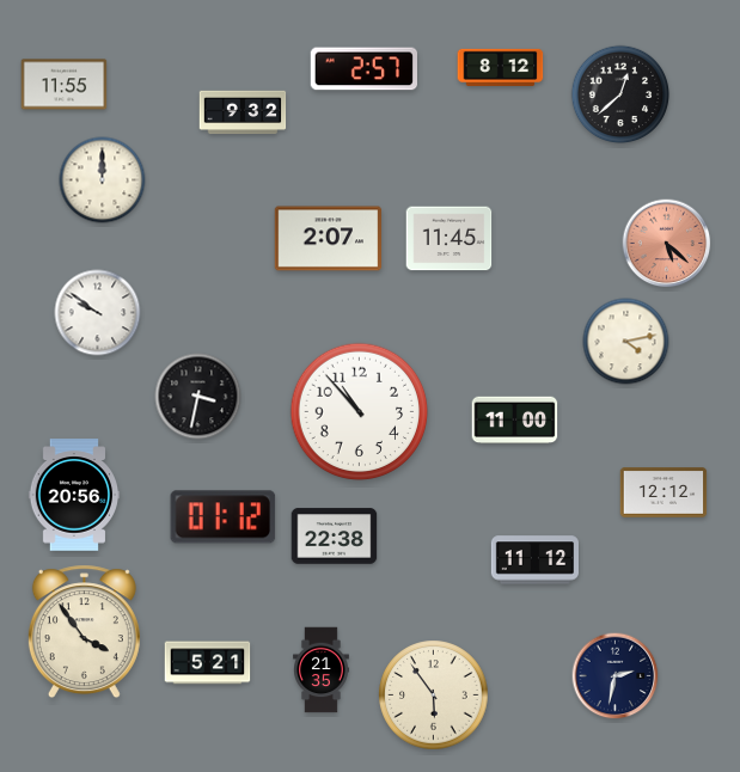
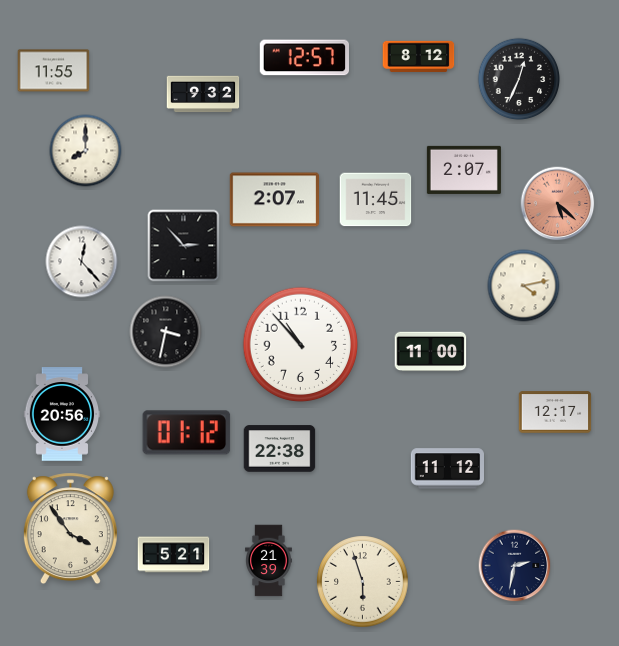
clock at (363, 69): 2:57 -> 12:57
clock at (620, 94): 12:38 -> 12:34
clock at (103, 180): 12:00 -> 8:00
clock at (464, 170): none -> 2:07
clock at (184, 246): none -> 2:53
clock at (98, 313): 9:51 -> 12:23
clock at (663, 492): 12:12 -> 12:17
clock at (322, 670): 21:35 -> 21:39
clock at (434, 696): 5:54 -> 5:57
